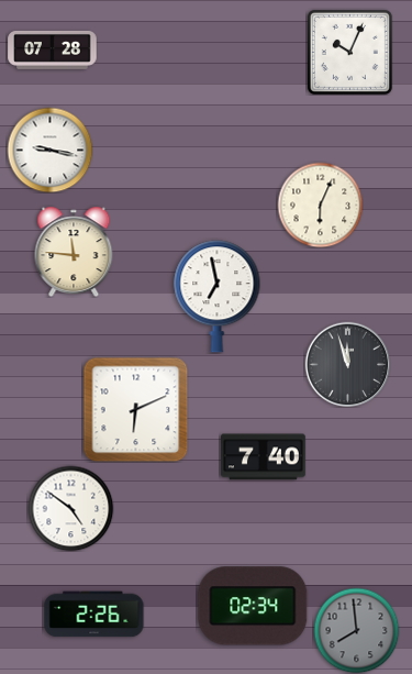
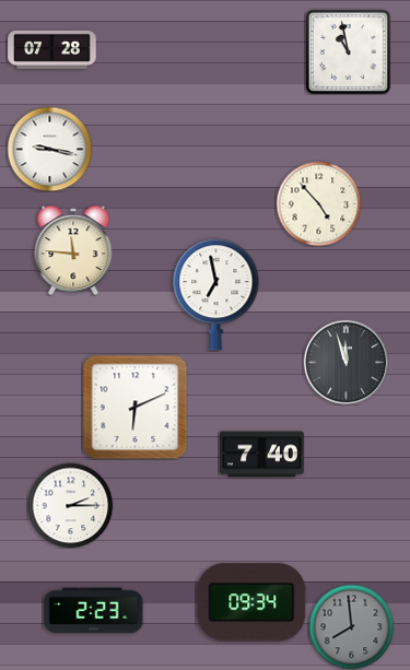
clock at (349, 52): 10:04 -> 10:58
clock at (320, 205): 6:04 -> 4:53
clock at (70, 508): 4:51 -> 2:15
clock at (253, 606): 02:34 -> 09:34
clock at (94, 615): 2:26 -> 2:23
clock at (356, 630) position: (356, 630) -> (351, 626)
